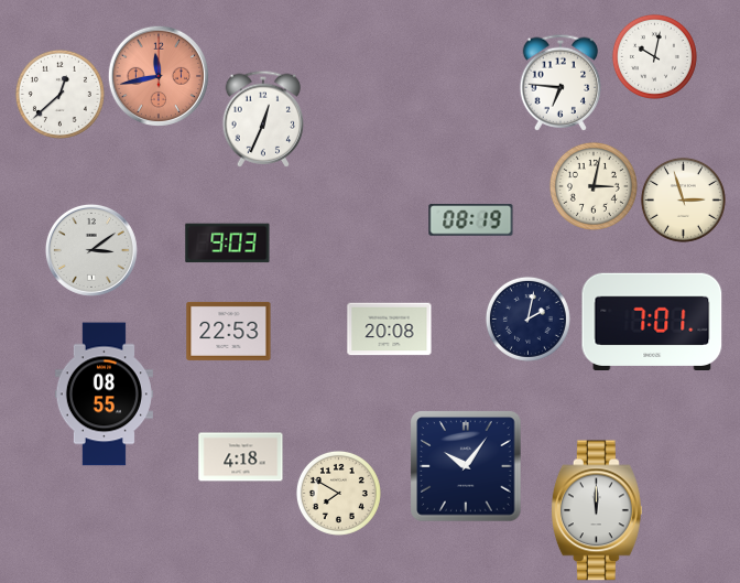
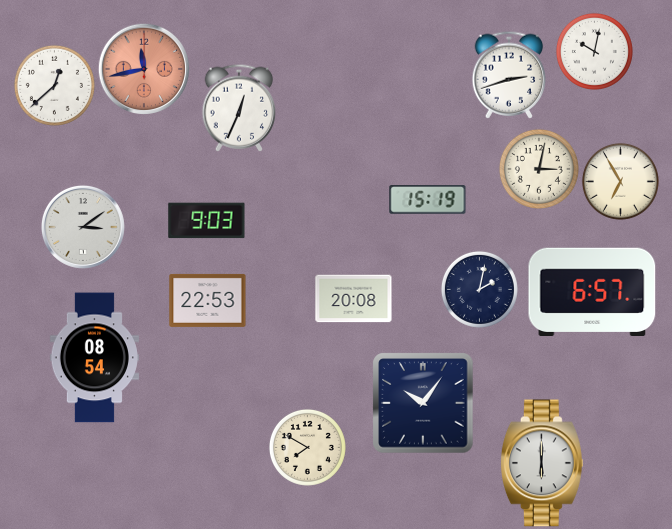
clock at (561, 83): 6:46 -> 2:42
clock at (683, 199): 2:57 -> 6:55
clock at (471, 220): 08:19 -> 15:19
clock at (652, 321): 7:01 -> 6:57
clock at (104, 395): 08:55 -> 08:54
clock at (241, 457): 4:18 -> none
clock at (466, 466) position: (466, 466) -> (423, 403)
clock at (597, 510): 12:00 -> 6:00
